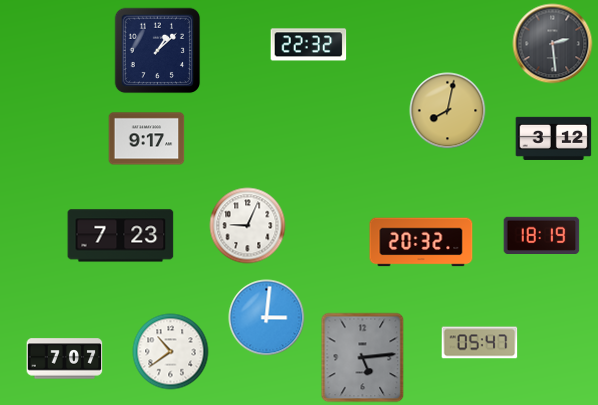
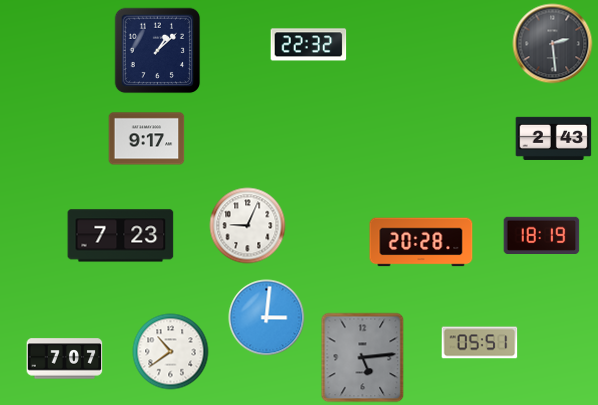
clock at (448, 111): 8:02 -> none
clock at (554, 138): 3:12 -> 2:43
clock at (421, 242): 20:32 -> 20:28
clock at (480, 343): 05:47 -> 05:51
